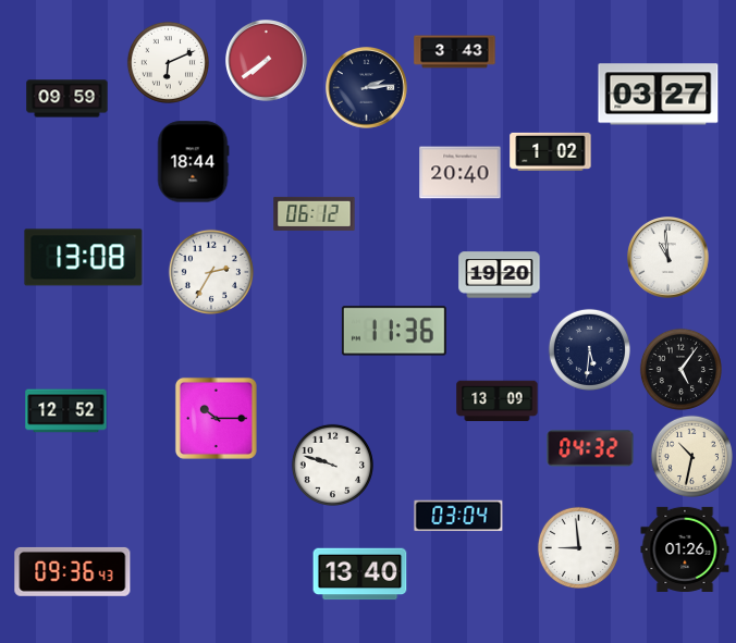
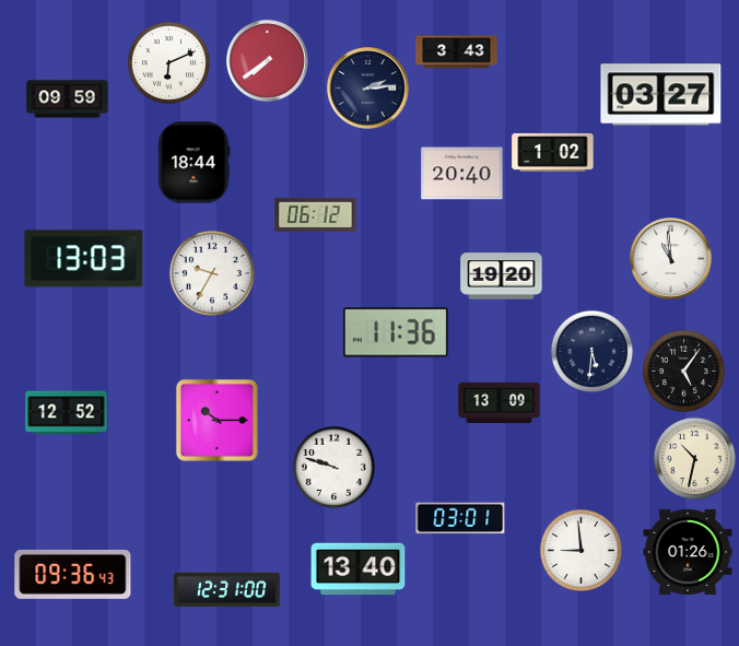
clock at (84, 258): 13:08 -> 13:03
clock at (211, 272): 2:35 -> 9:35
clock at (590, 448): 04:32 -> none
clock at (458, 516): 03:04 -> 03:01
clock at (360, 574) position: (360, 574) -> (359, 569)
clock at (227, 590): none -> 12:31
